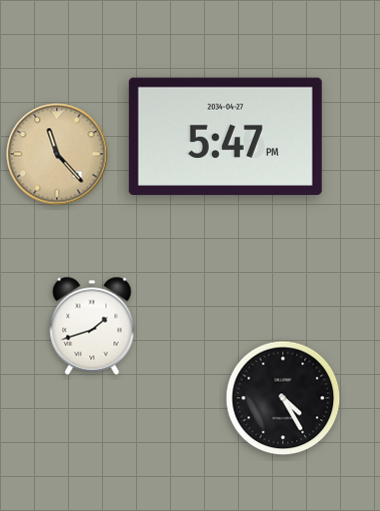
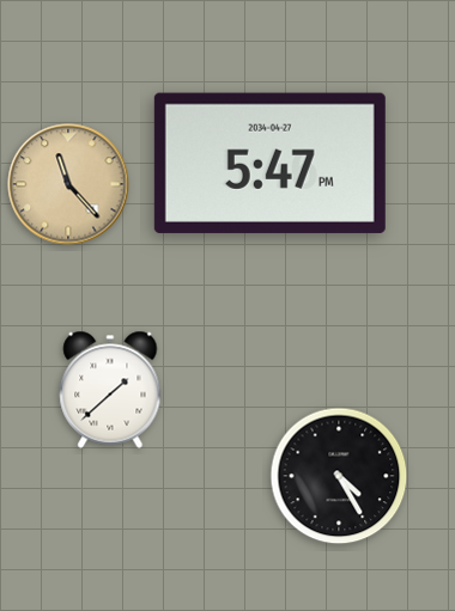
clock at (92, 326): 1:42 -> 1:38
